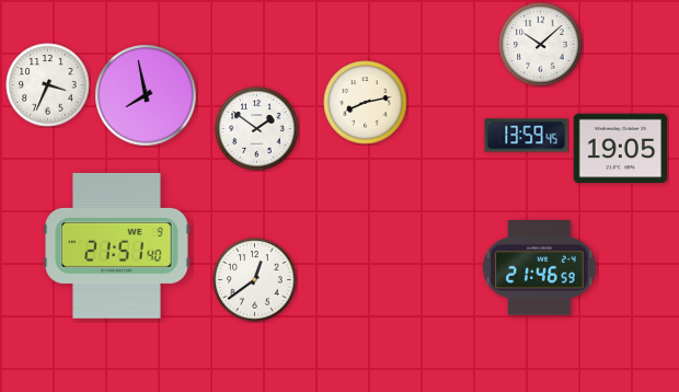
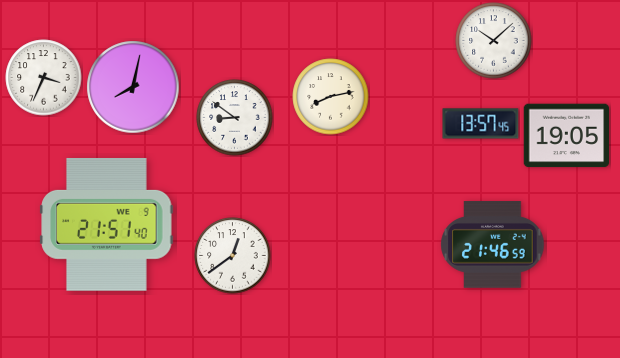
clock at (146, 95): 7:58 -> 8:02
clock at (366, 103) position: (366, 103) -> (331, 97)
clock at (257, 129): 1:51 -> 8:51
clock at (527, 136): 13:59 -> 13:57
